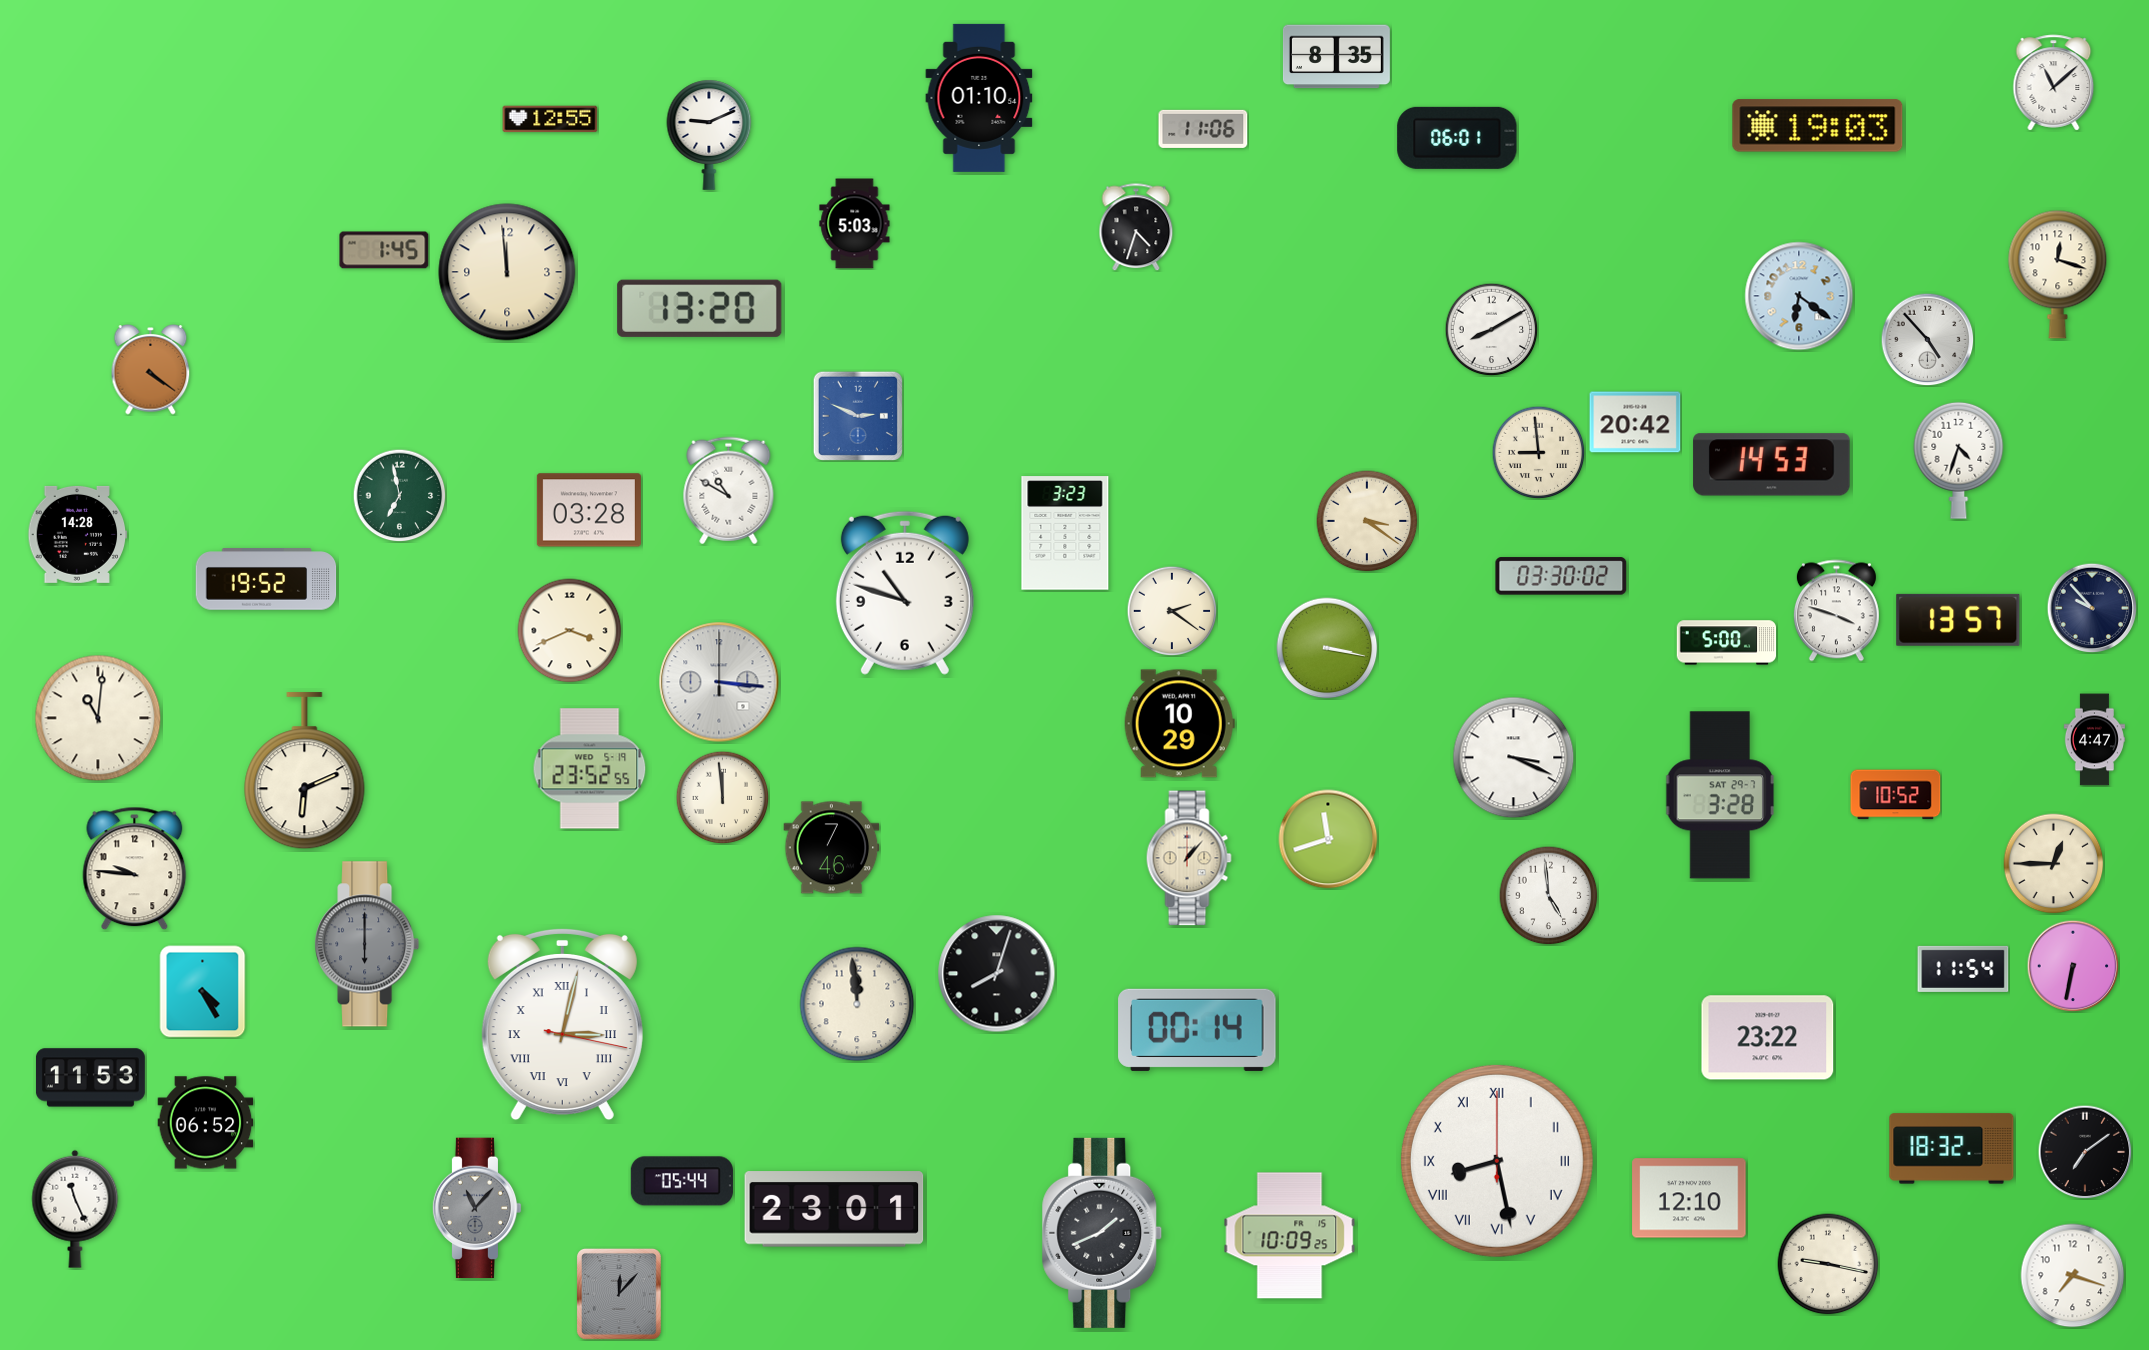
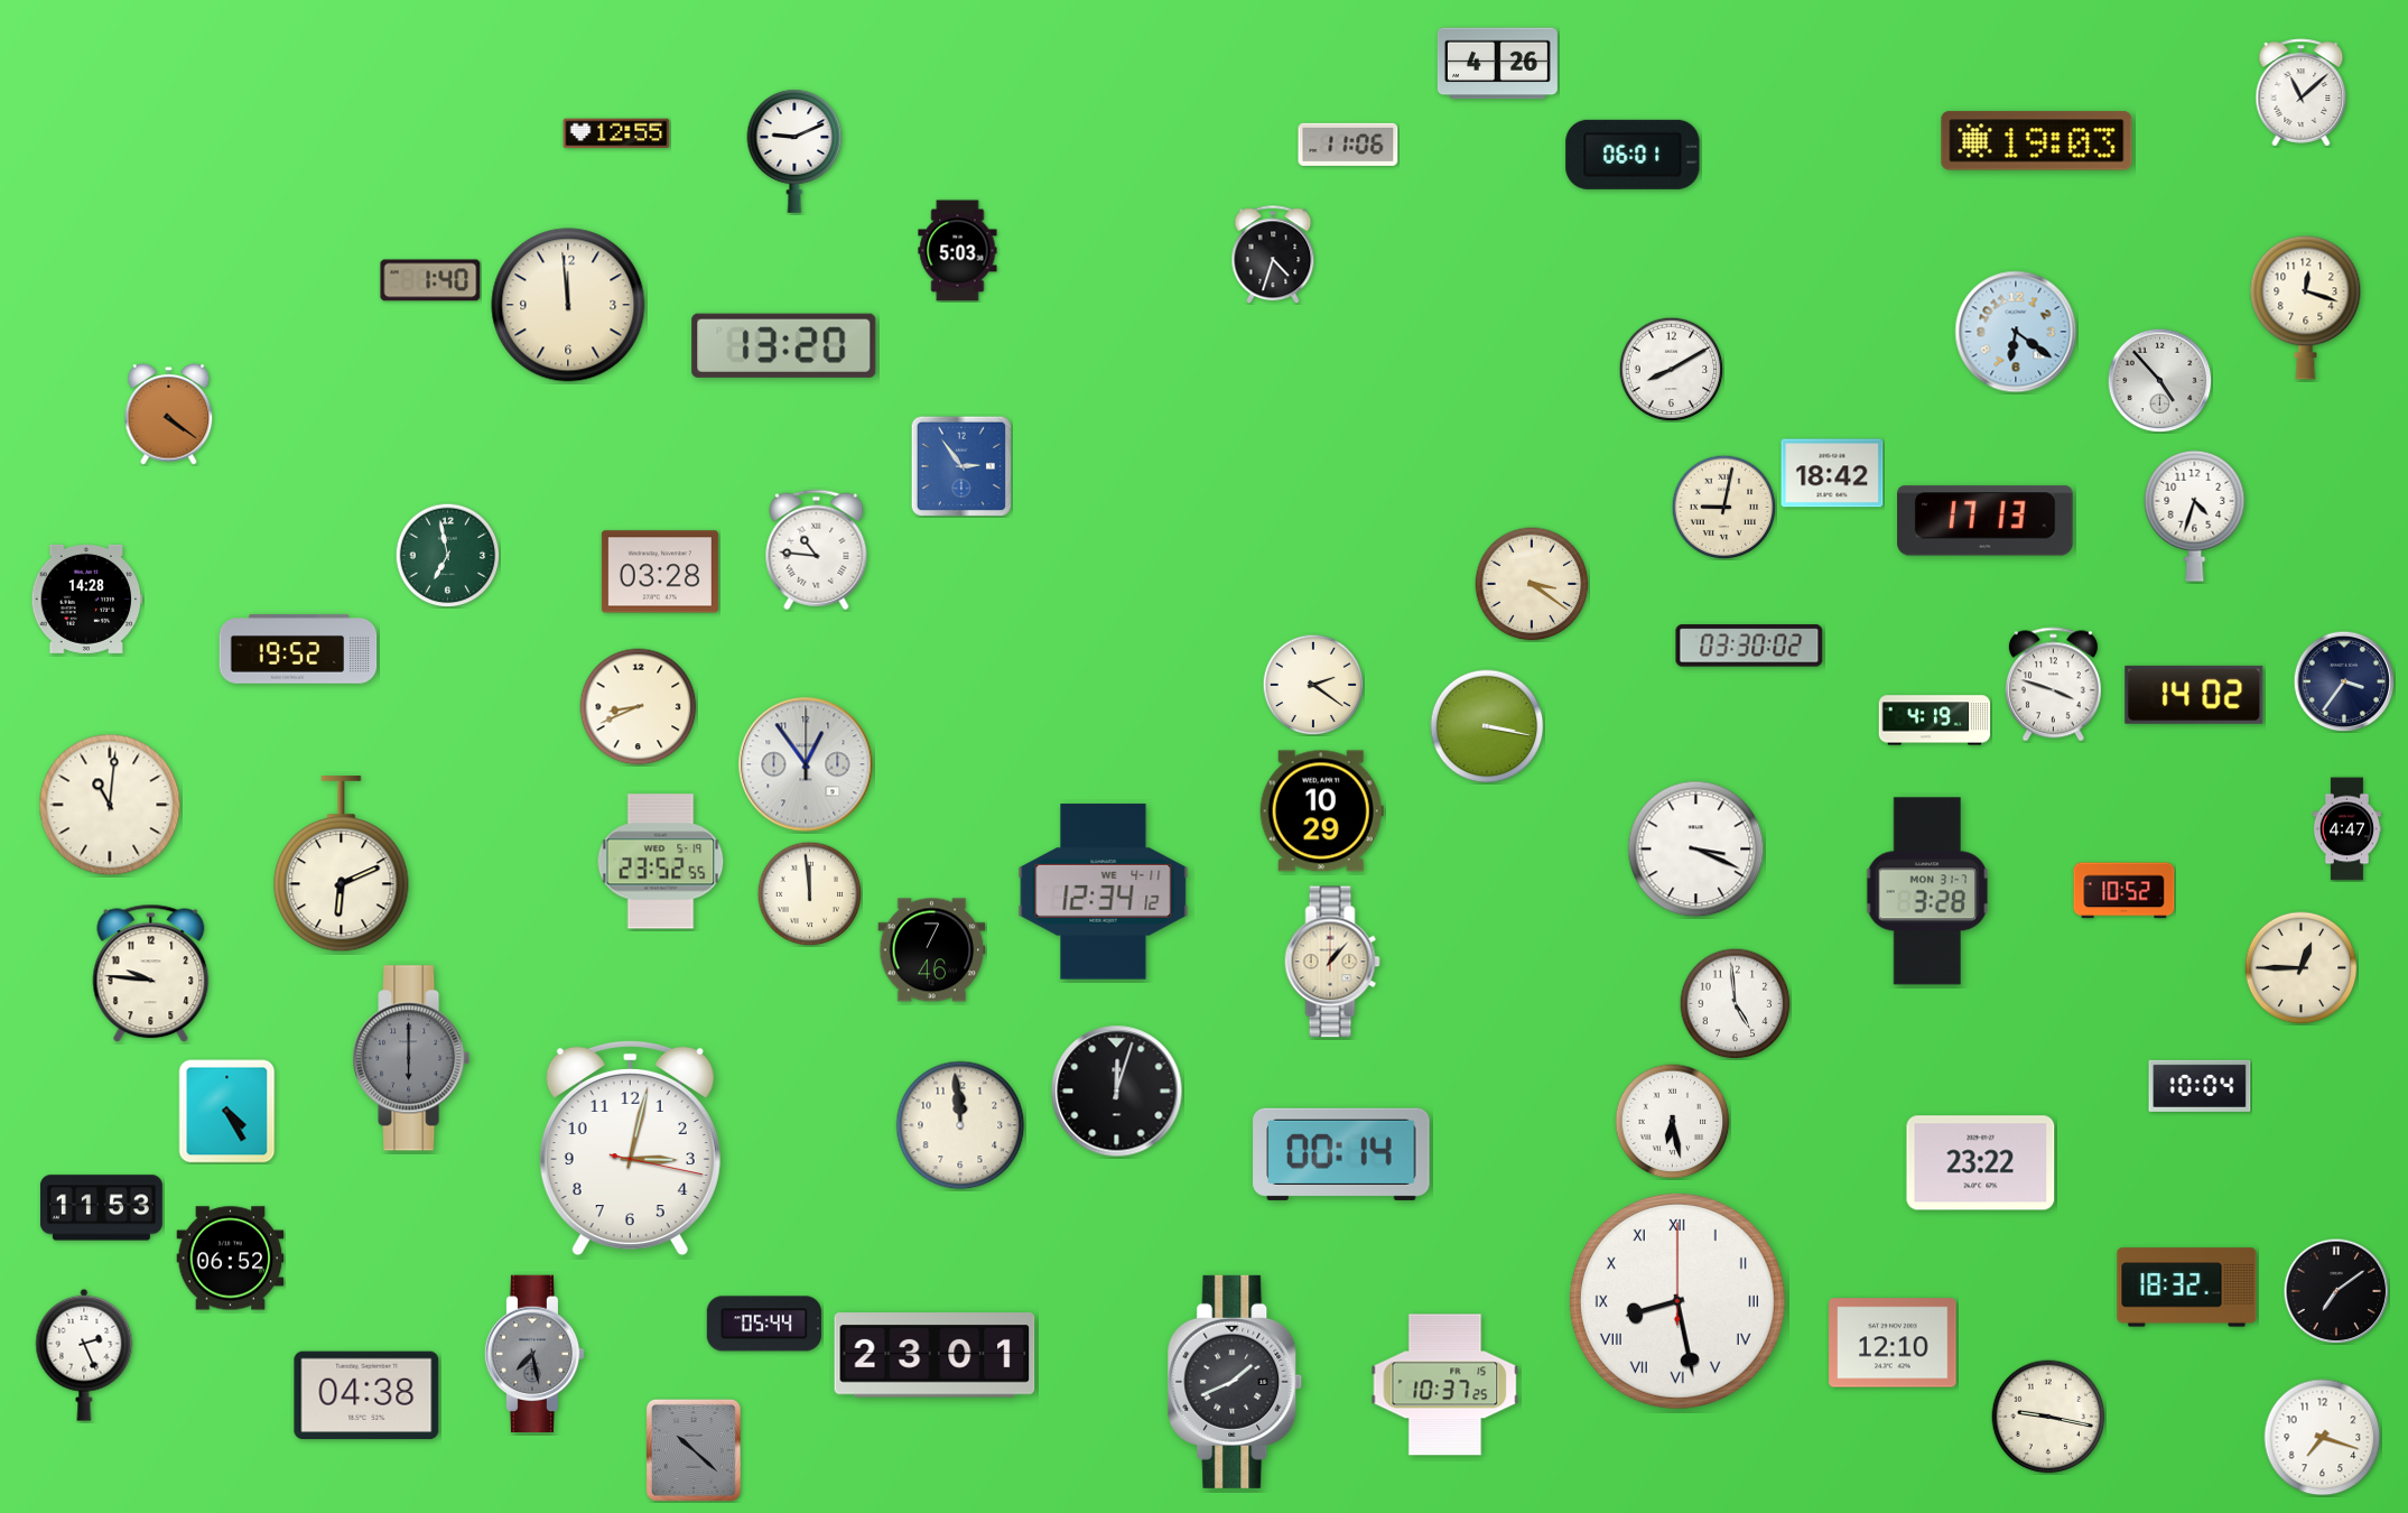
clock at (1336, 57): 8:35 -> 4:26
clock at (979, 98): 01:10 -> none
clock at (384, 250): 1:45 -> 1:40
clock at (858, 416): 2:49 -> 2:54
clock at (1635, 422): 20:42 -> 18:42
clock at (1538, 452): 8:59 -> 9:02
clock at (1772, 465): 14:53 -> 17:13
clock at (729, 491): 10:50 -> 10:46
clock at (1065, 533): 3:23 -> none
clock at (905, 593): 10:48 -> none
clock at (2092, 608): 9:53 -> 3:36
clock at (1836, 611) position: (1836, 611) -> (2053, 685)
clock at (1958, 620): 13:57 -> 14:02
clock at (570, 631): 3:41 -> 8:41
clock at (1727, 643): 5:00 -> 4:19
clock at (719, 682): 3:16 -> 12:54
clock at (1720, 795) date: SAT 29-7 -> MON 31-7
clock at (1104, 892): none -> 12:34
clock at (1328, 839): 11:42 -> none
clock at (2073, 966): 6:32 -> none
clock at (1963, 969): 11:54 -> 10:04
clock at (997, 974): 8:03 -> 12:03
clock at (1673, 1122): none -> 6:28
clock at (562, 1024) numerals: Roman -> Arabic
clock at (477, 1208): 11:07 -> 7:28
clock at (75, 1209): 11:26 -> 2:26
clock at (1290, 1236): 10:09 -> 10:37
clock at (366, 1395): none -> 04:38
clock at (2073, 1276) position: (2073, 1276) -> (2323, 1438)
clock at (619, 1294): 12:07 -> 10:22
